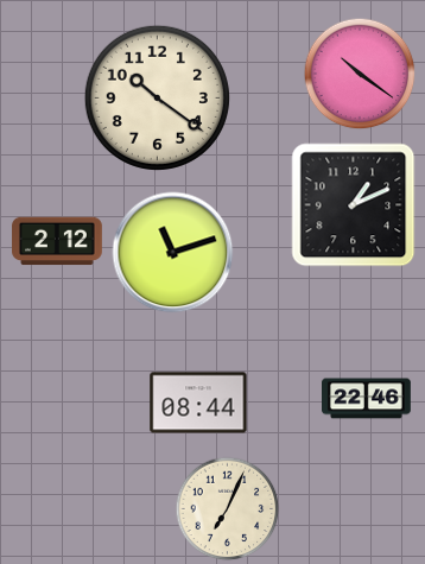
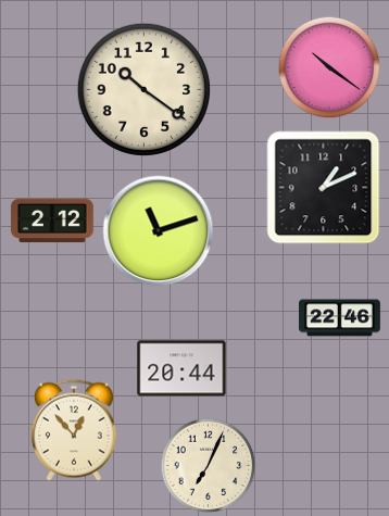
clock at (367, 399) position: (367, 399) -> (340, 318)
clock at (198, 403): 08:44 -> 20:44
clock at (74, 430): none -> 12:53
